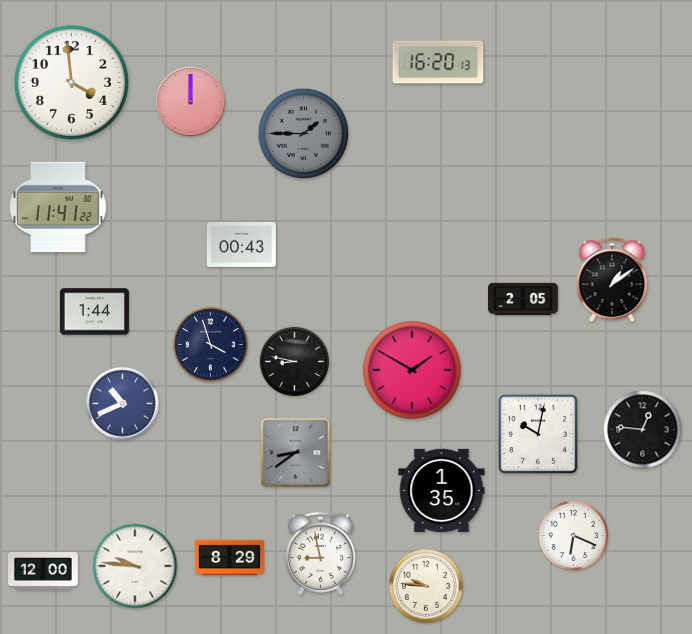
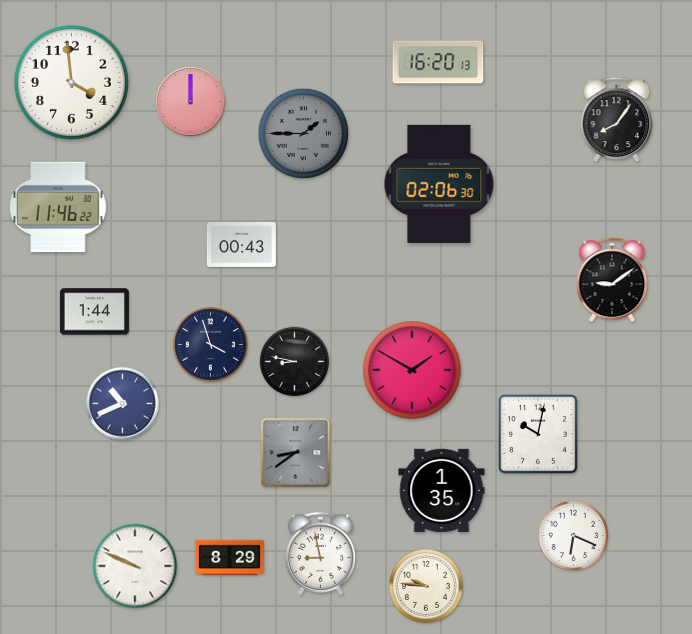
clock at (617, 120): none -> 8:06
clock at (439, 184): none -> 02:06
clock at (58, 207): 11:41 -> 11:46
clock at (612, 280): 1:09 -> 9:09
clock at (523, 299): 2:05 -> none
clock at (643, 430): 12:46 -> none
clock at (135, 566): 9:46 -> 9:49
clock at (44, 572): 12:00 -> none
